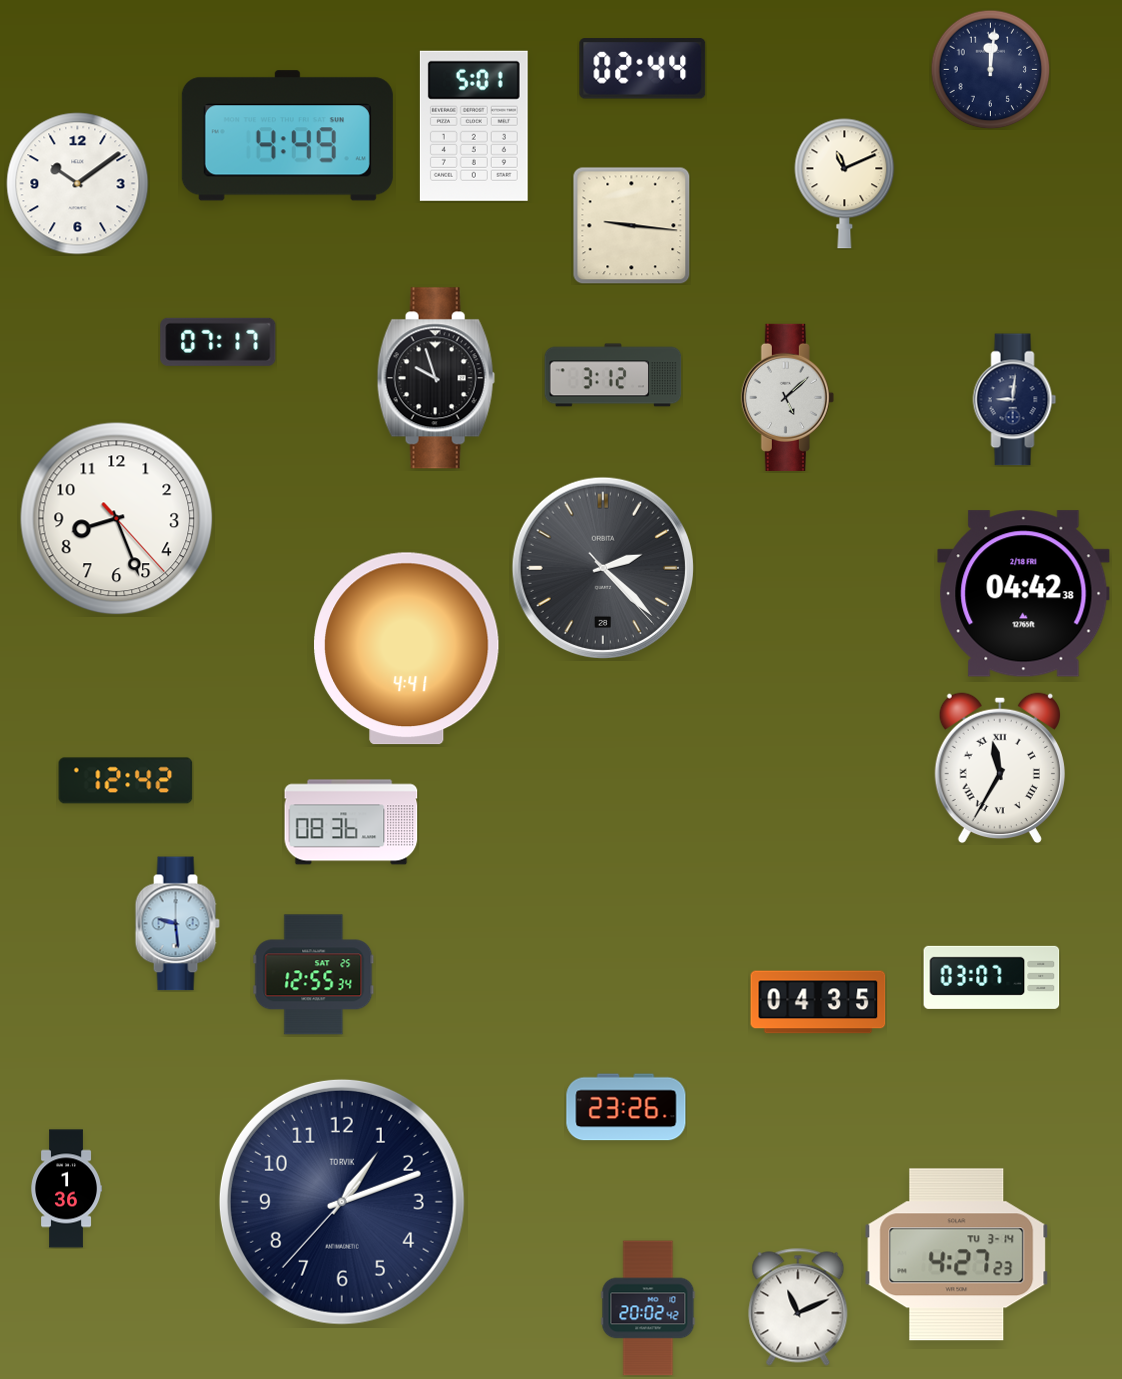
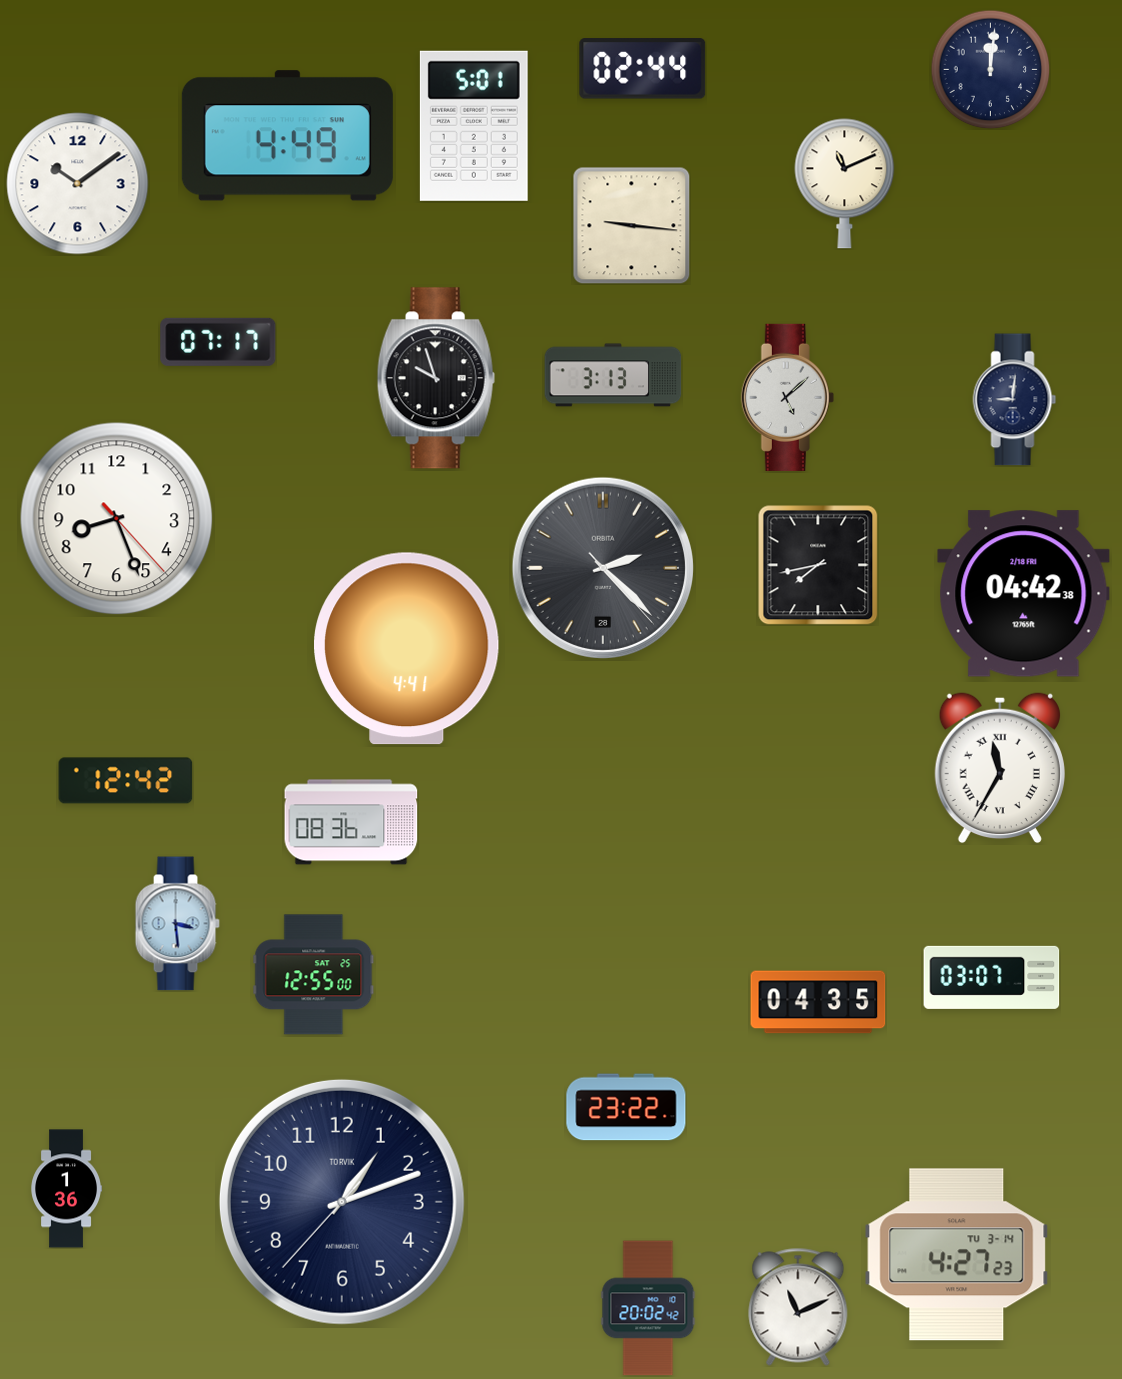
clock at (613, 375): 3:12 -> 3:13
clock at (818, 565): none -> 7:43
clock at (177, 924): 9:29 -> 3:29
clock at (314, 975): 12:55:34 -> 12:55:00
clock at (626, 1107): 23:26 -> 23:22
